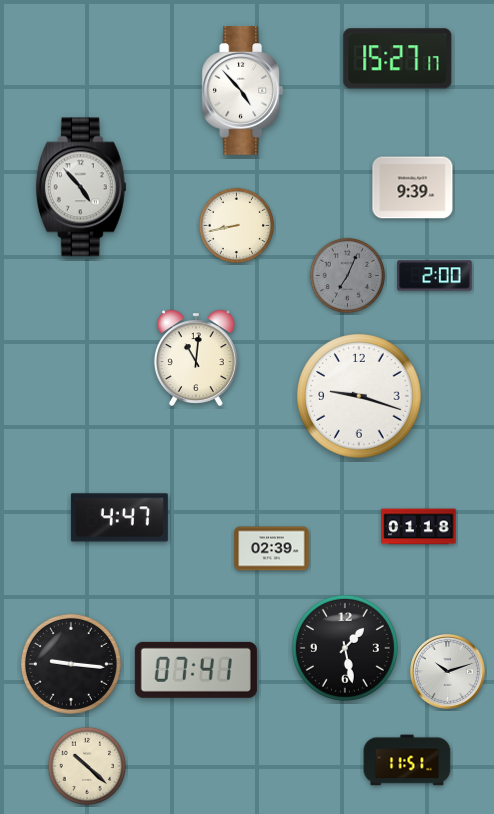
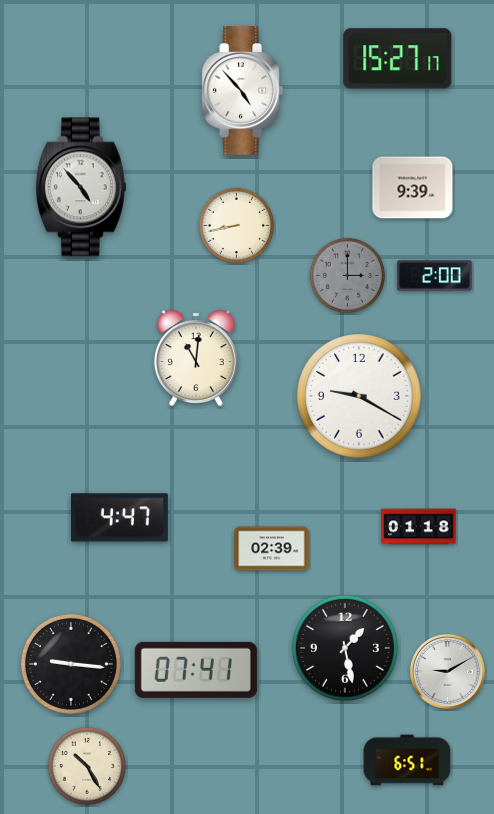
clock at (348, 276): 7:04 -> 3:00
clock at (359, 396): 9:18 -> 9:20
clock at (447, 671): 10:12 -> 9:10
clock at (407, 760): 11:51 -> 6:51
clock at (86, 765): 10:22 -> 10:25
